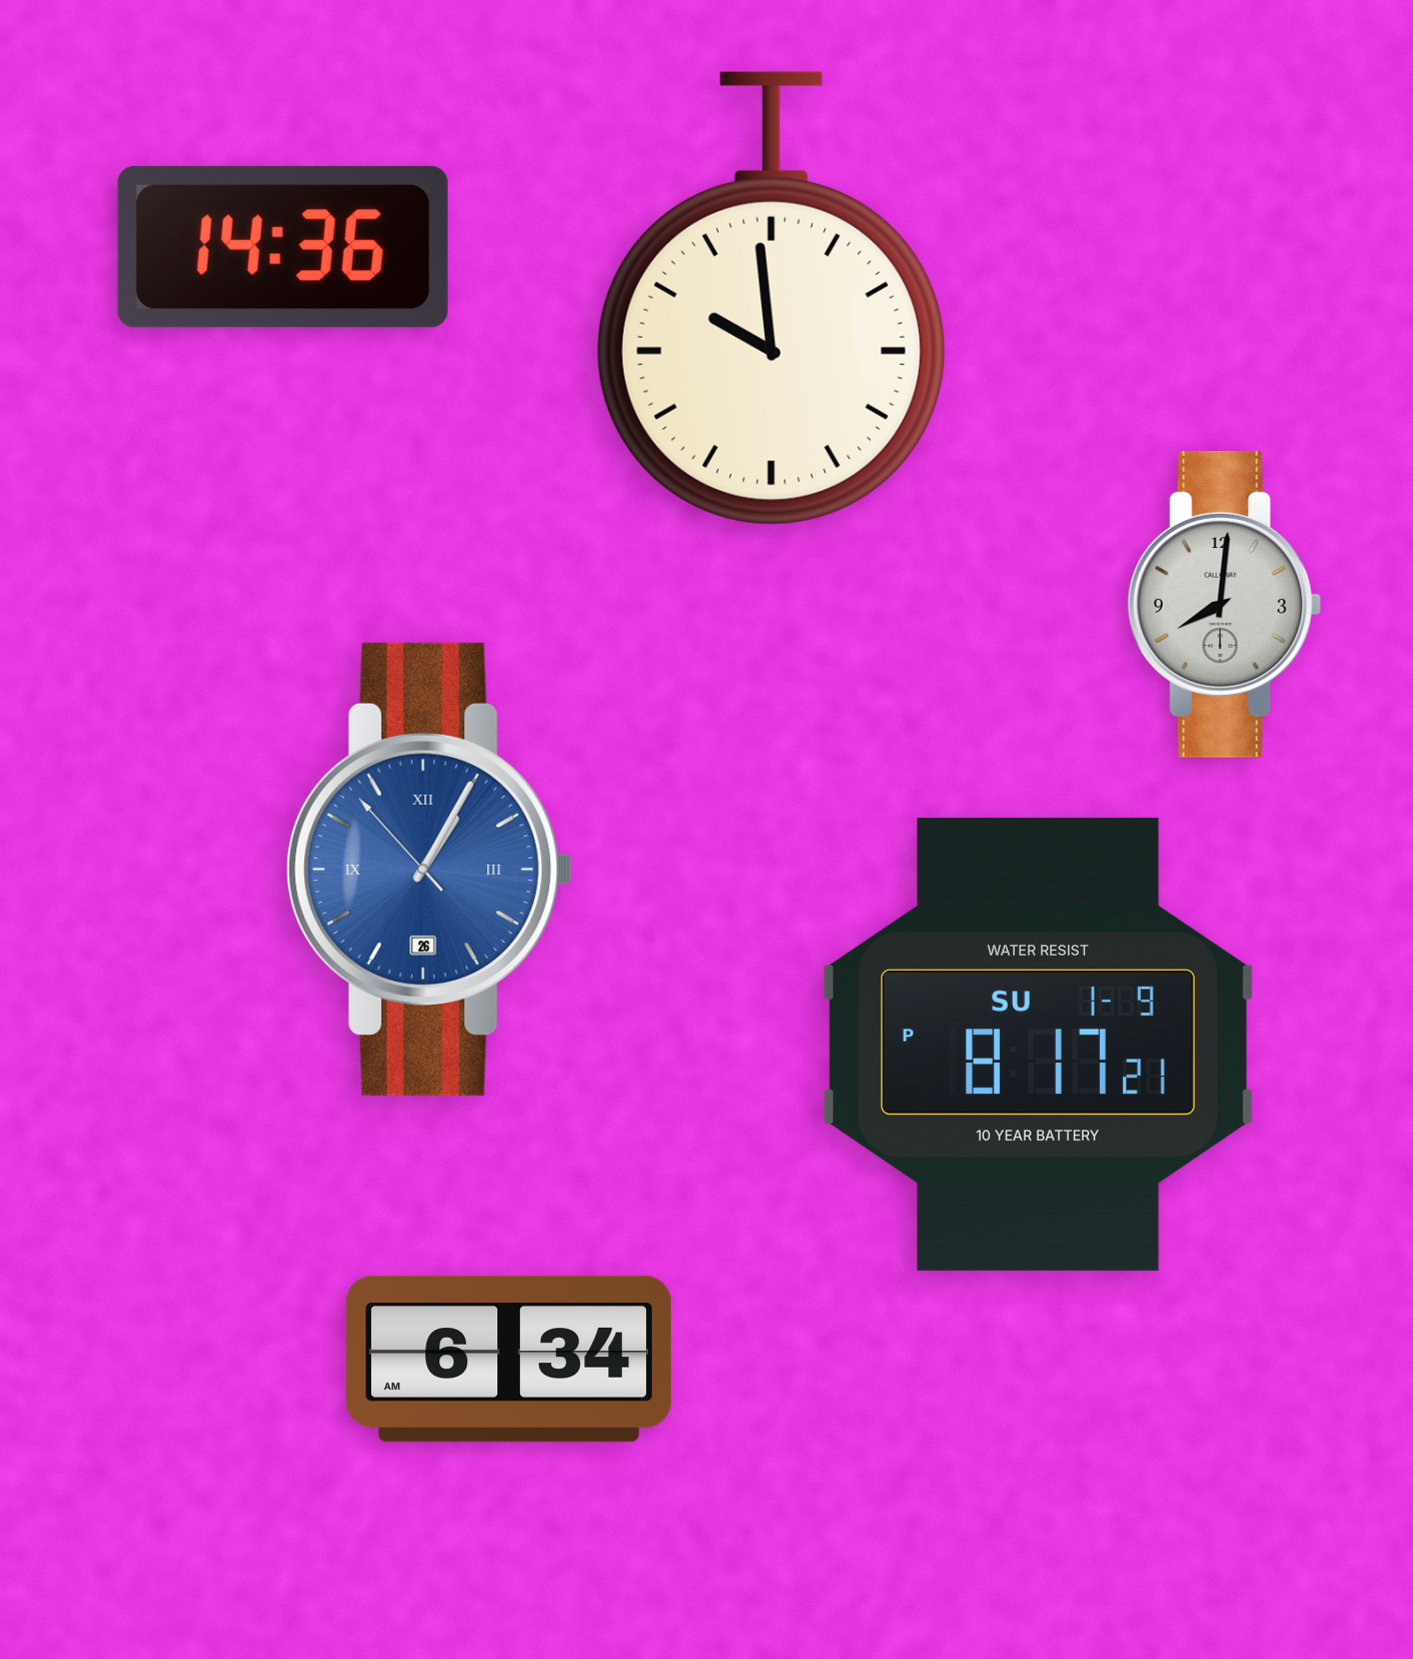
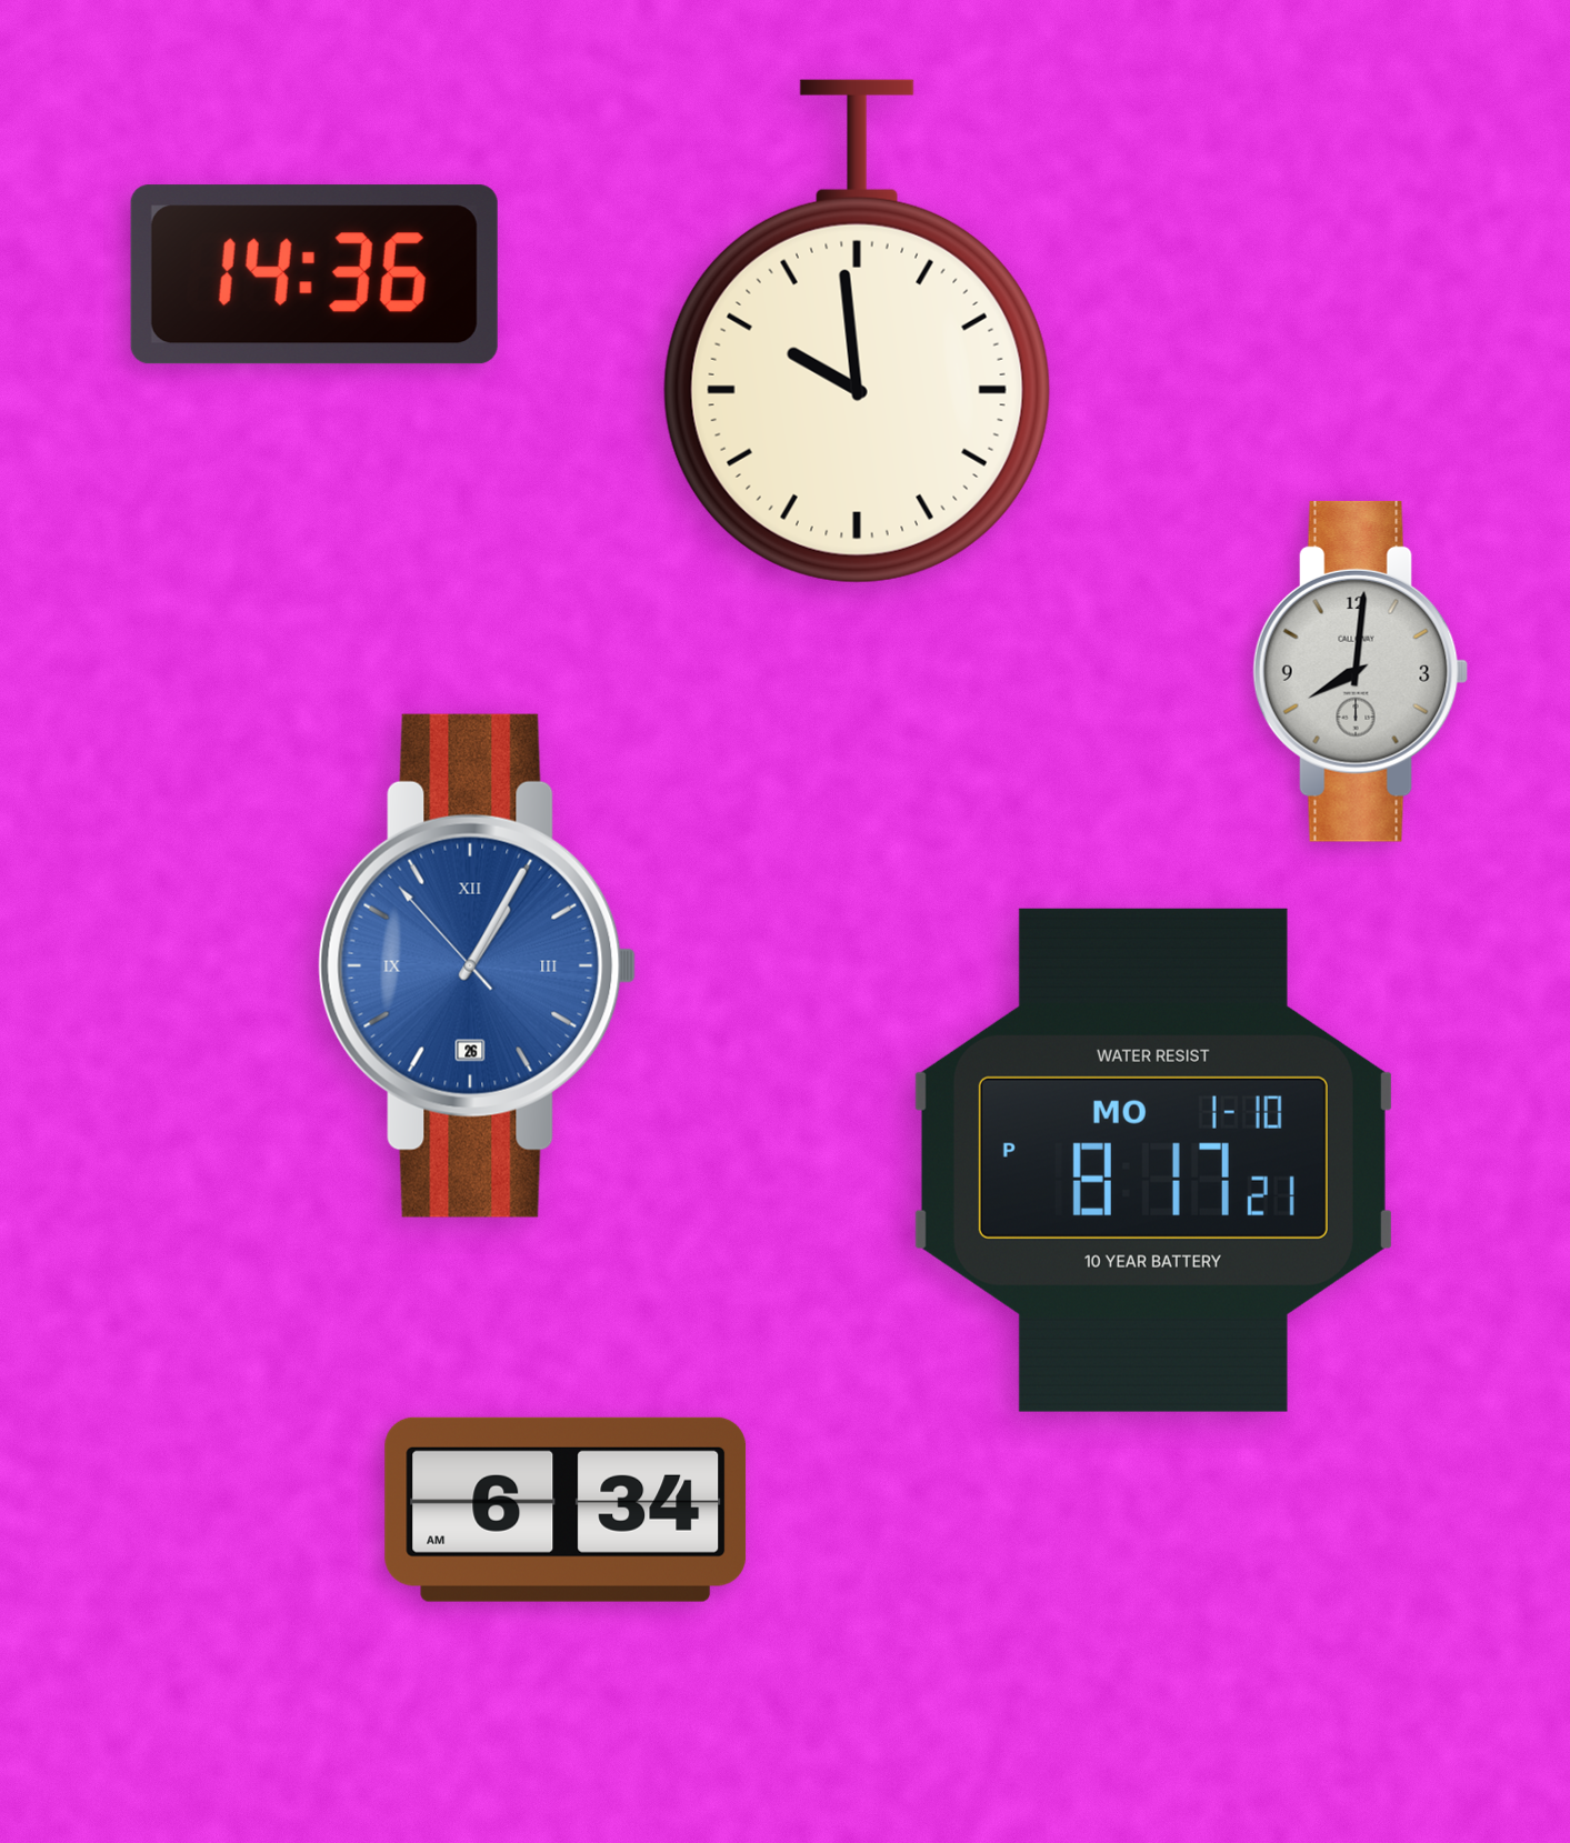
clock at (1038, 1044) date: SU 1-9 -> MO 1-10
